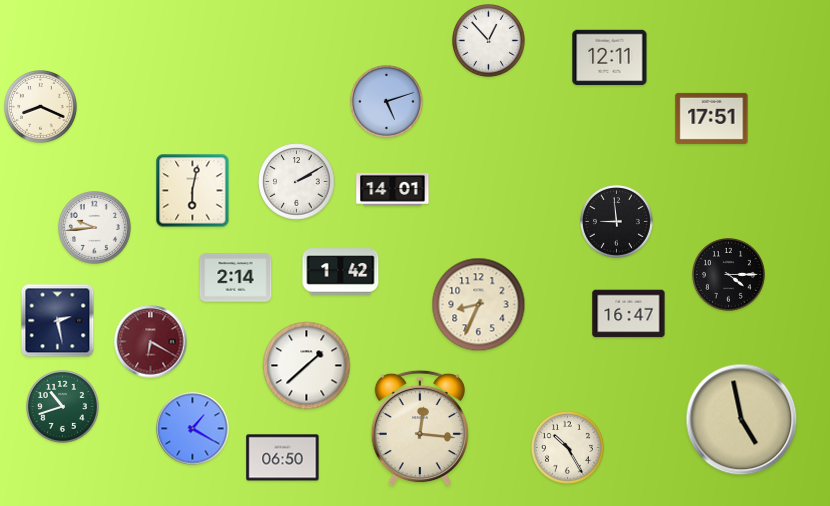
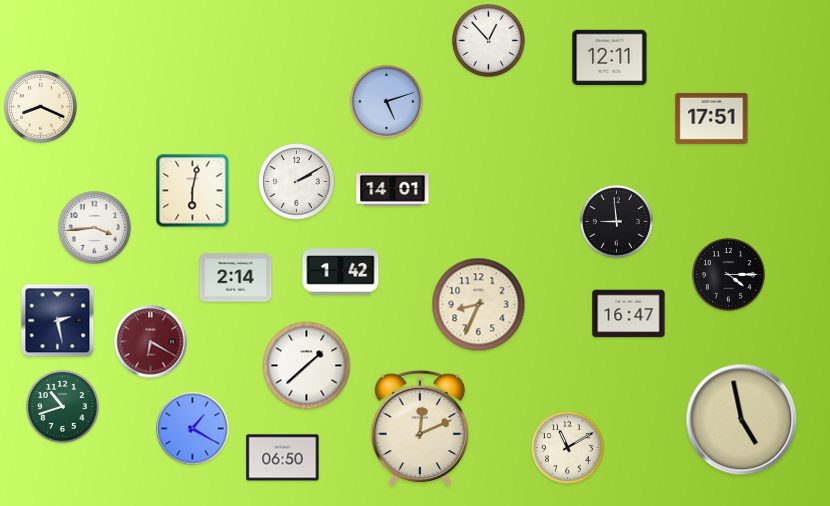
clock at (95, 228): 9:44 -> 3:44
clock at (420, 428): 12:16 -> 12:11
clock at (568, 448): 10:25 -> 11:10
